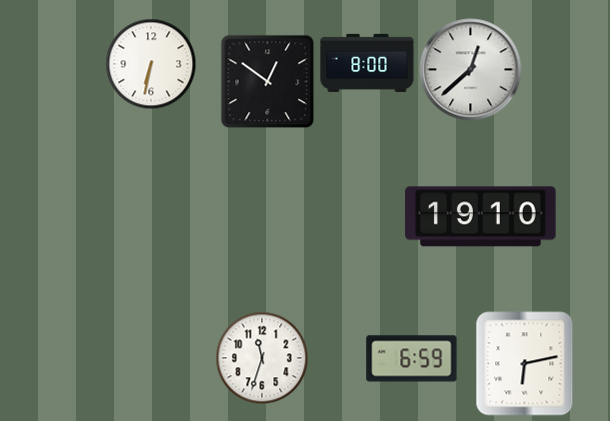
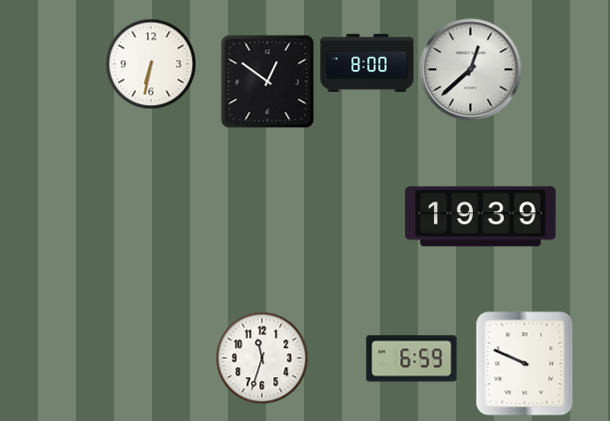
clock at (481, 217): 19:10 -> 19:39
clock at (525, 364): 6:13 -> 9:49
